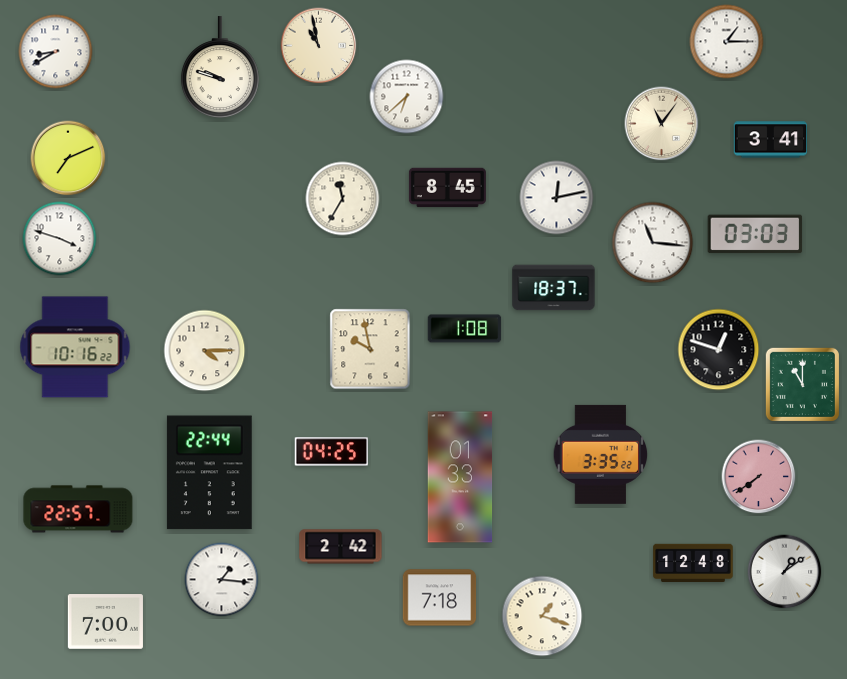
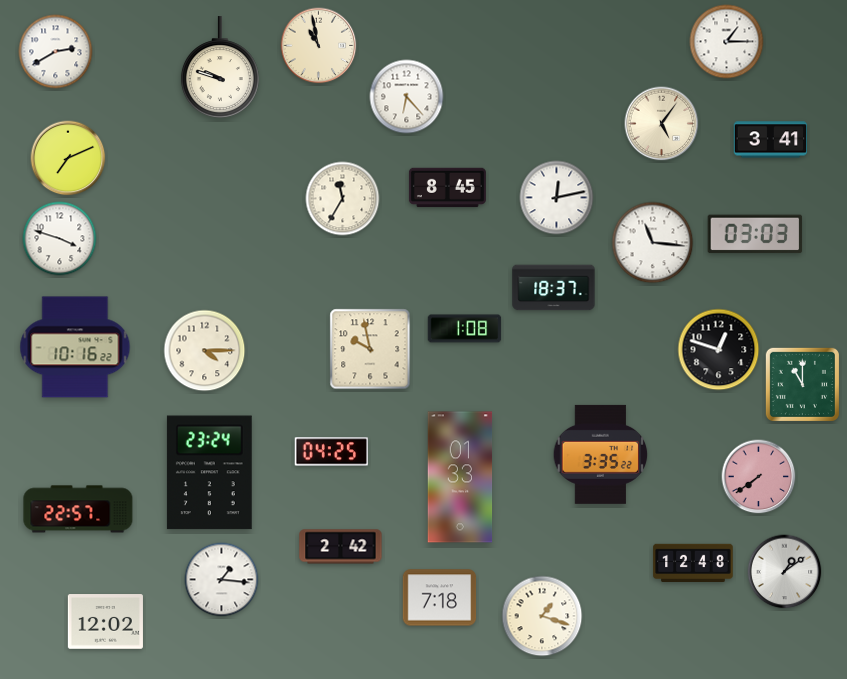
clock at (56, 52): 8:40 -> 2:40
clock at (407, 97): 6:38 -> 6:23
clock at (662, 124): 11:06 -> 5:06
clock at (209, 473): 22:44 -> 23:24
clock at (105, 622): 7:00 -> 12:02
